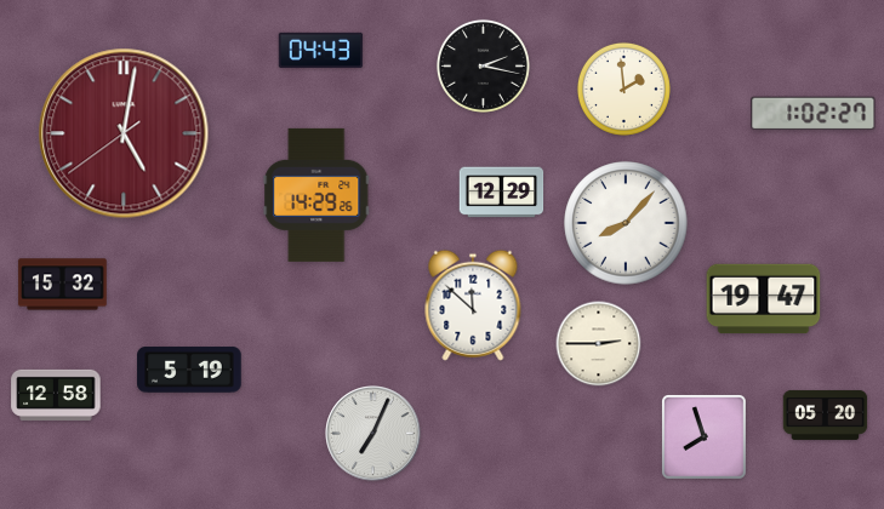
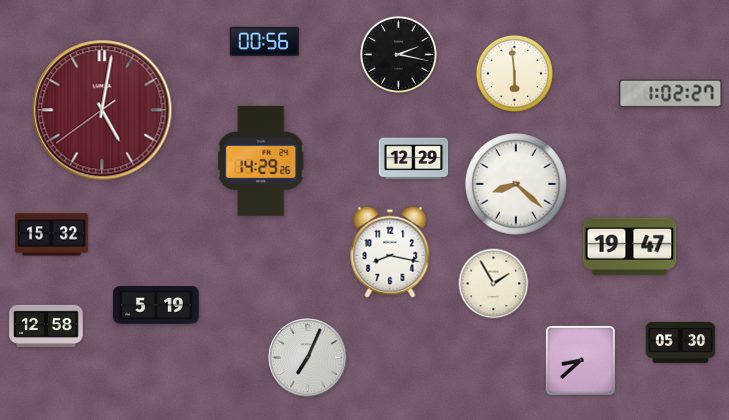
clock at (321, 50): 04:43 -> 00:56
clock at (623, 88): 1:59 -> 5:59
clock at (626, 223): 8:07 -> 8:22
clock at (473, 305): 11:52 -> 8:17
clock at (599, 344): 2:45 -> 1:55
clock at (826, 414): 05:20 -> 05:30
clock at (703, 436): 7:57 -> 8:38
